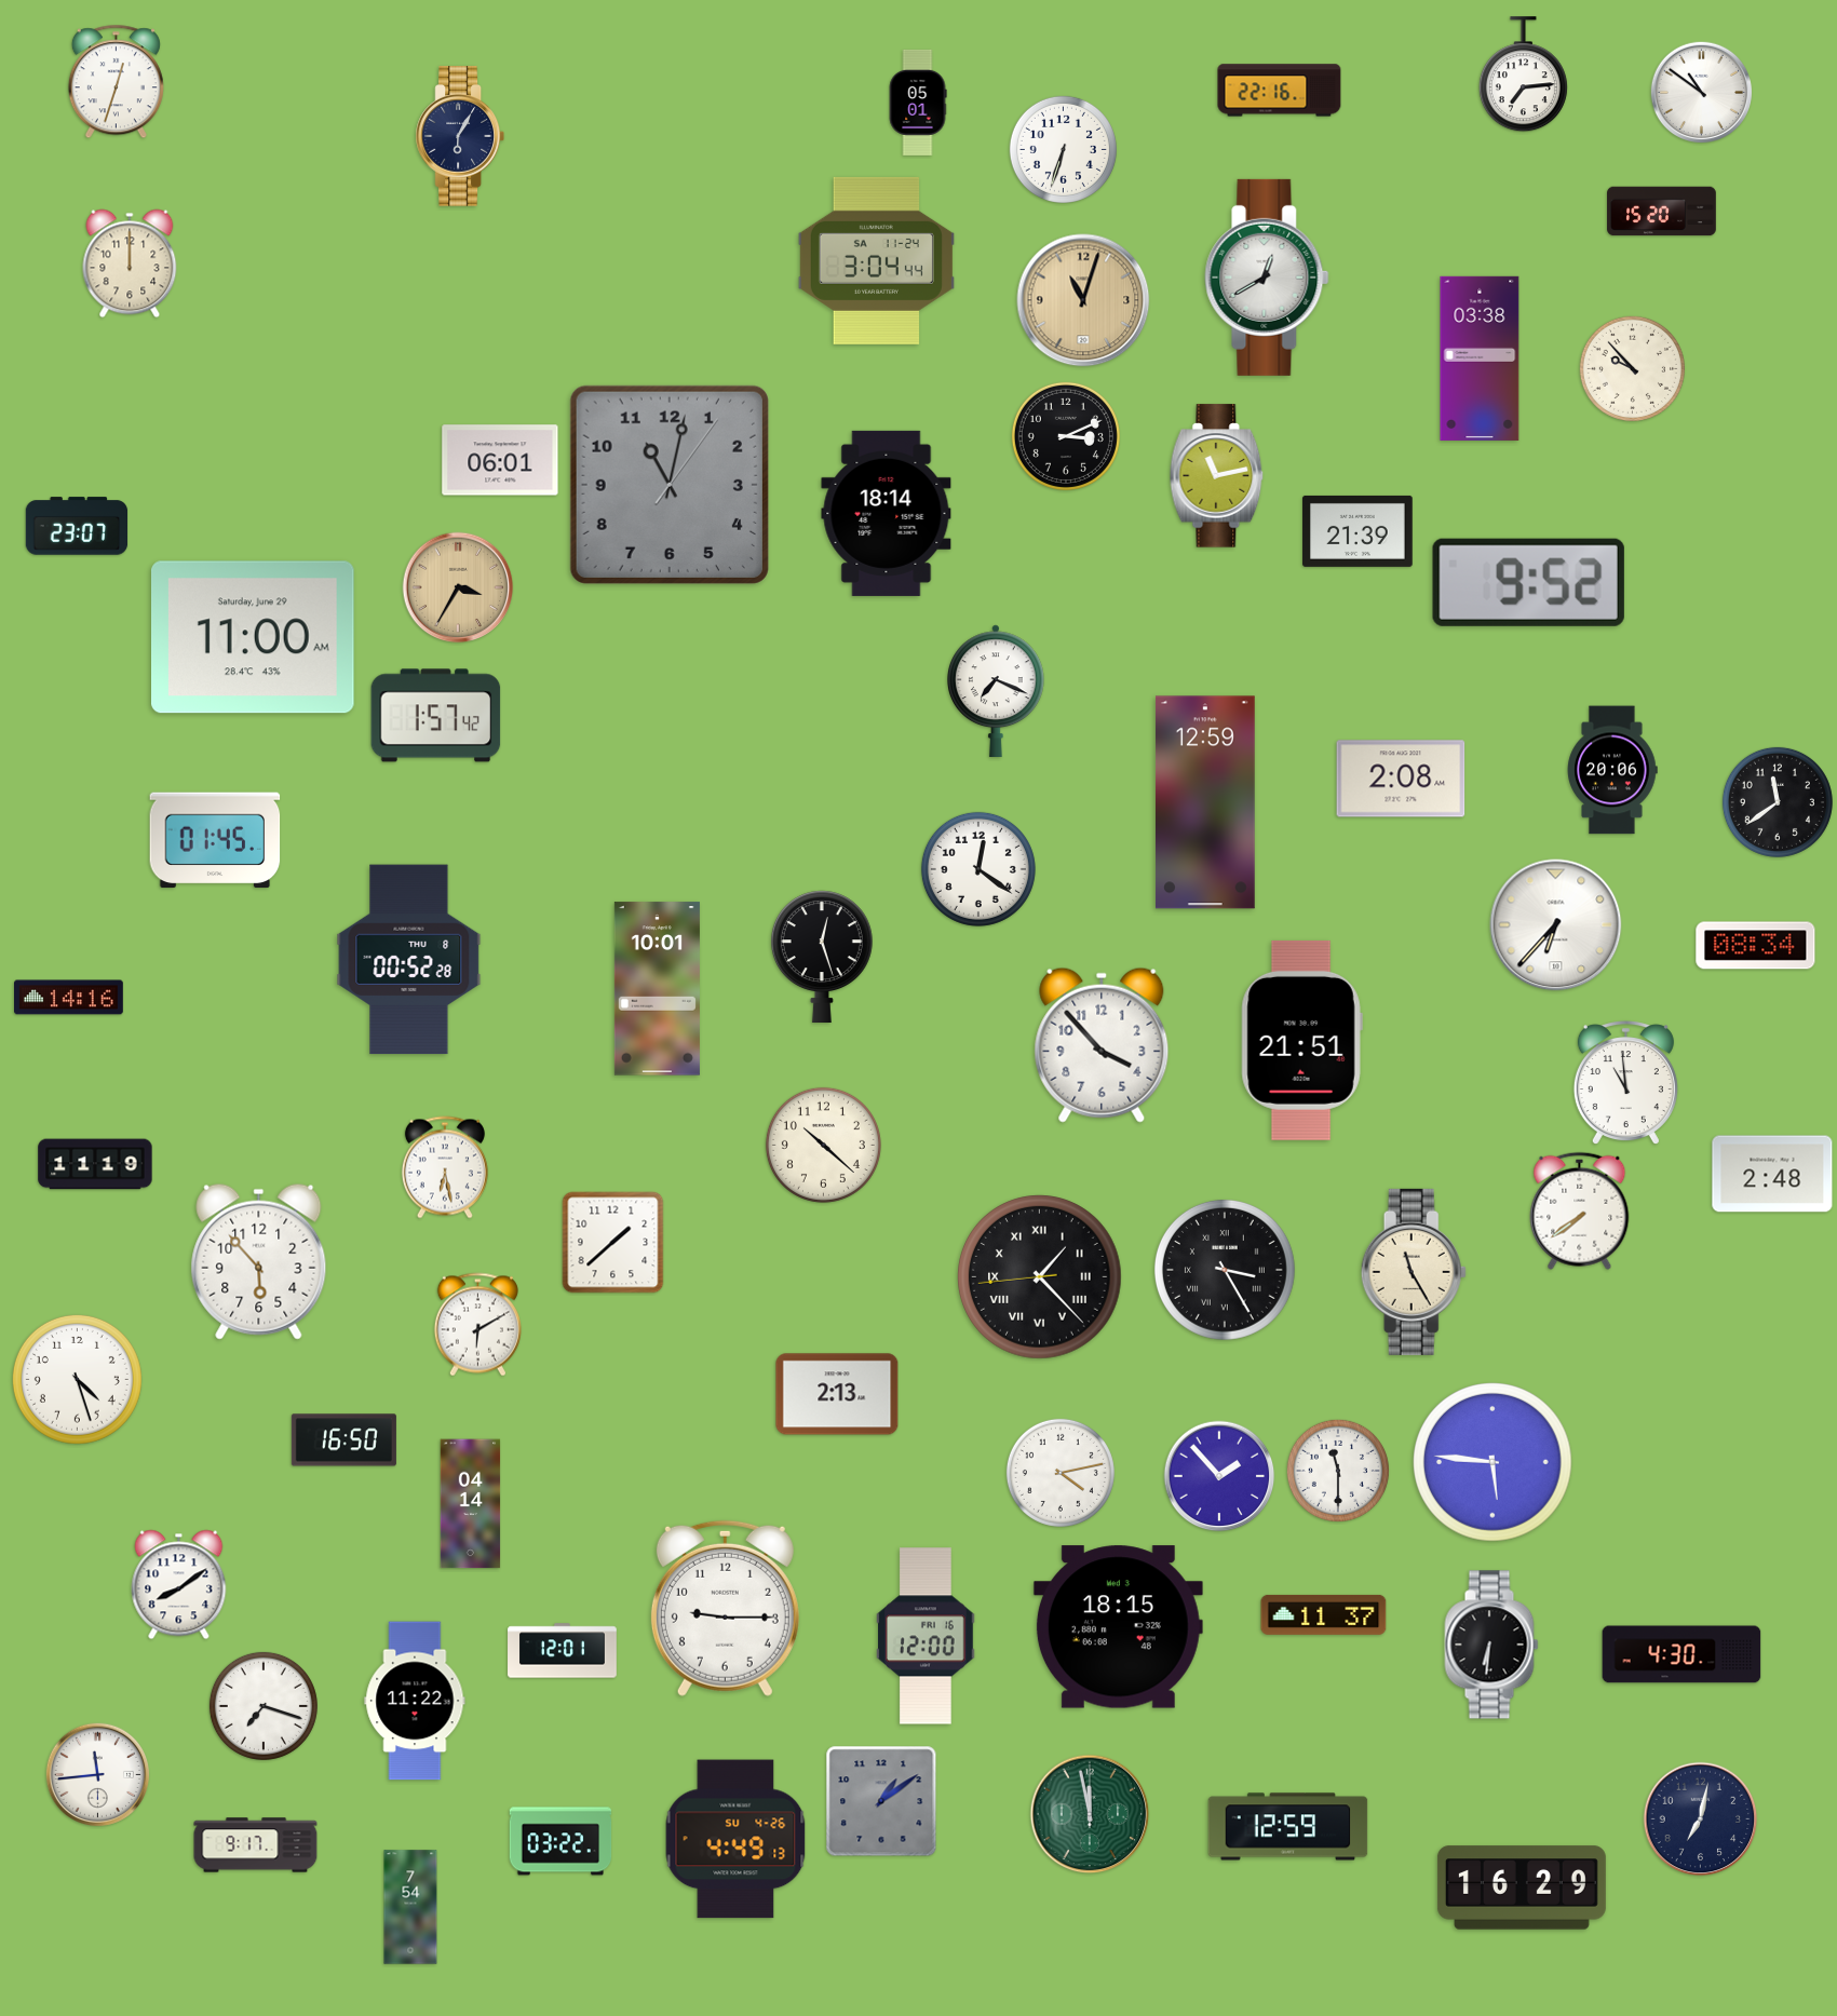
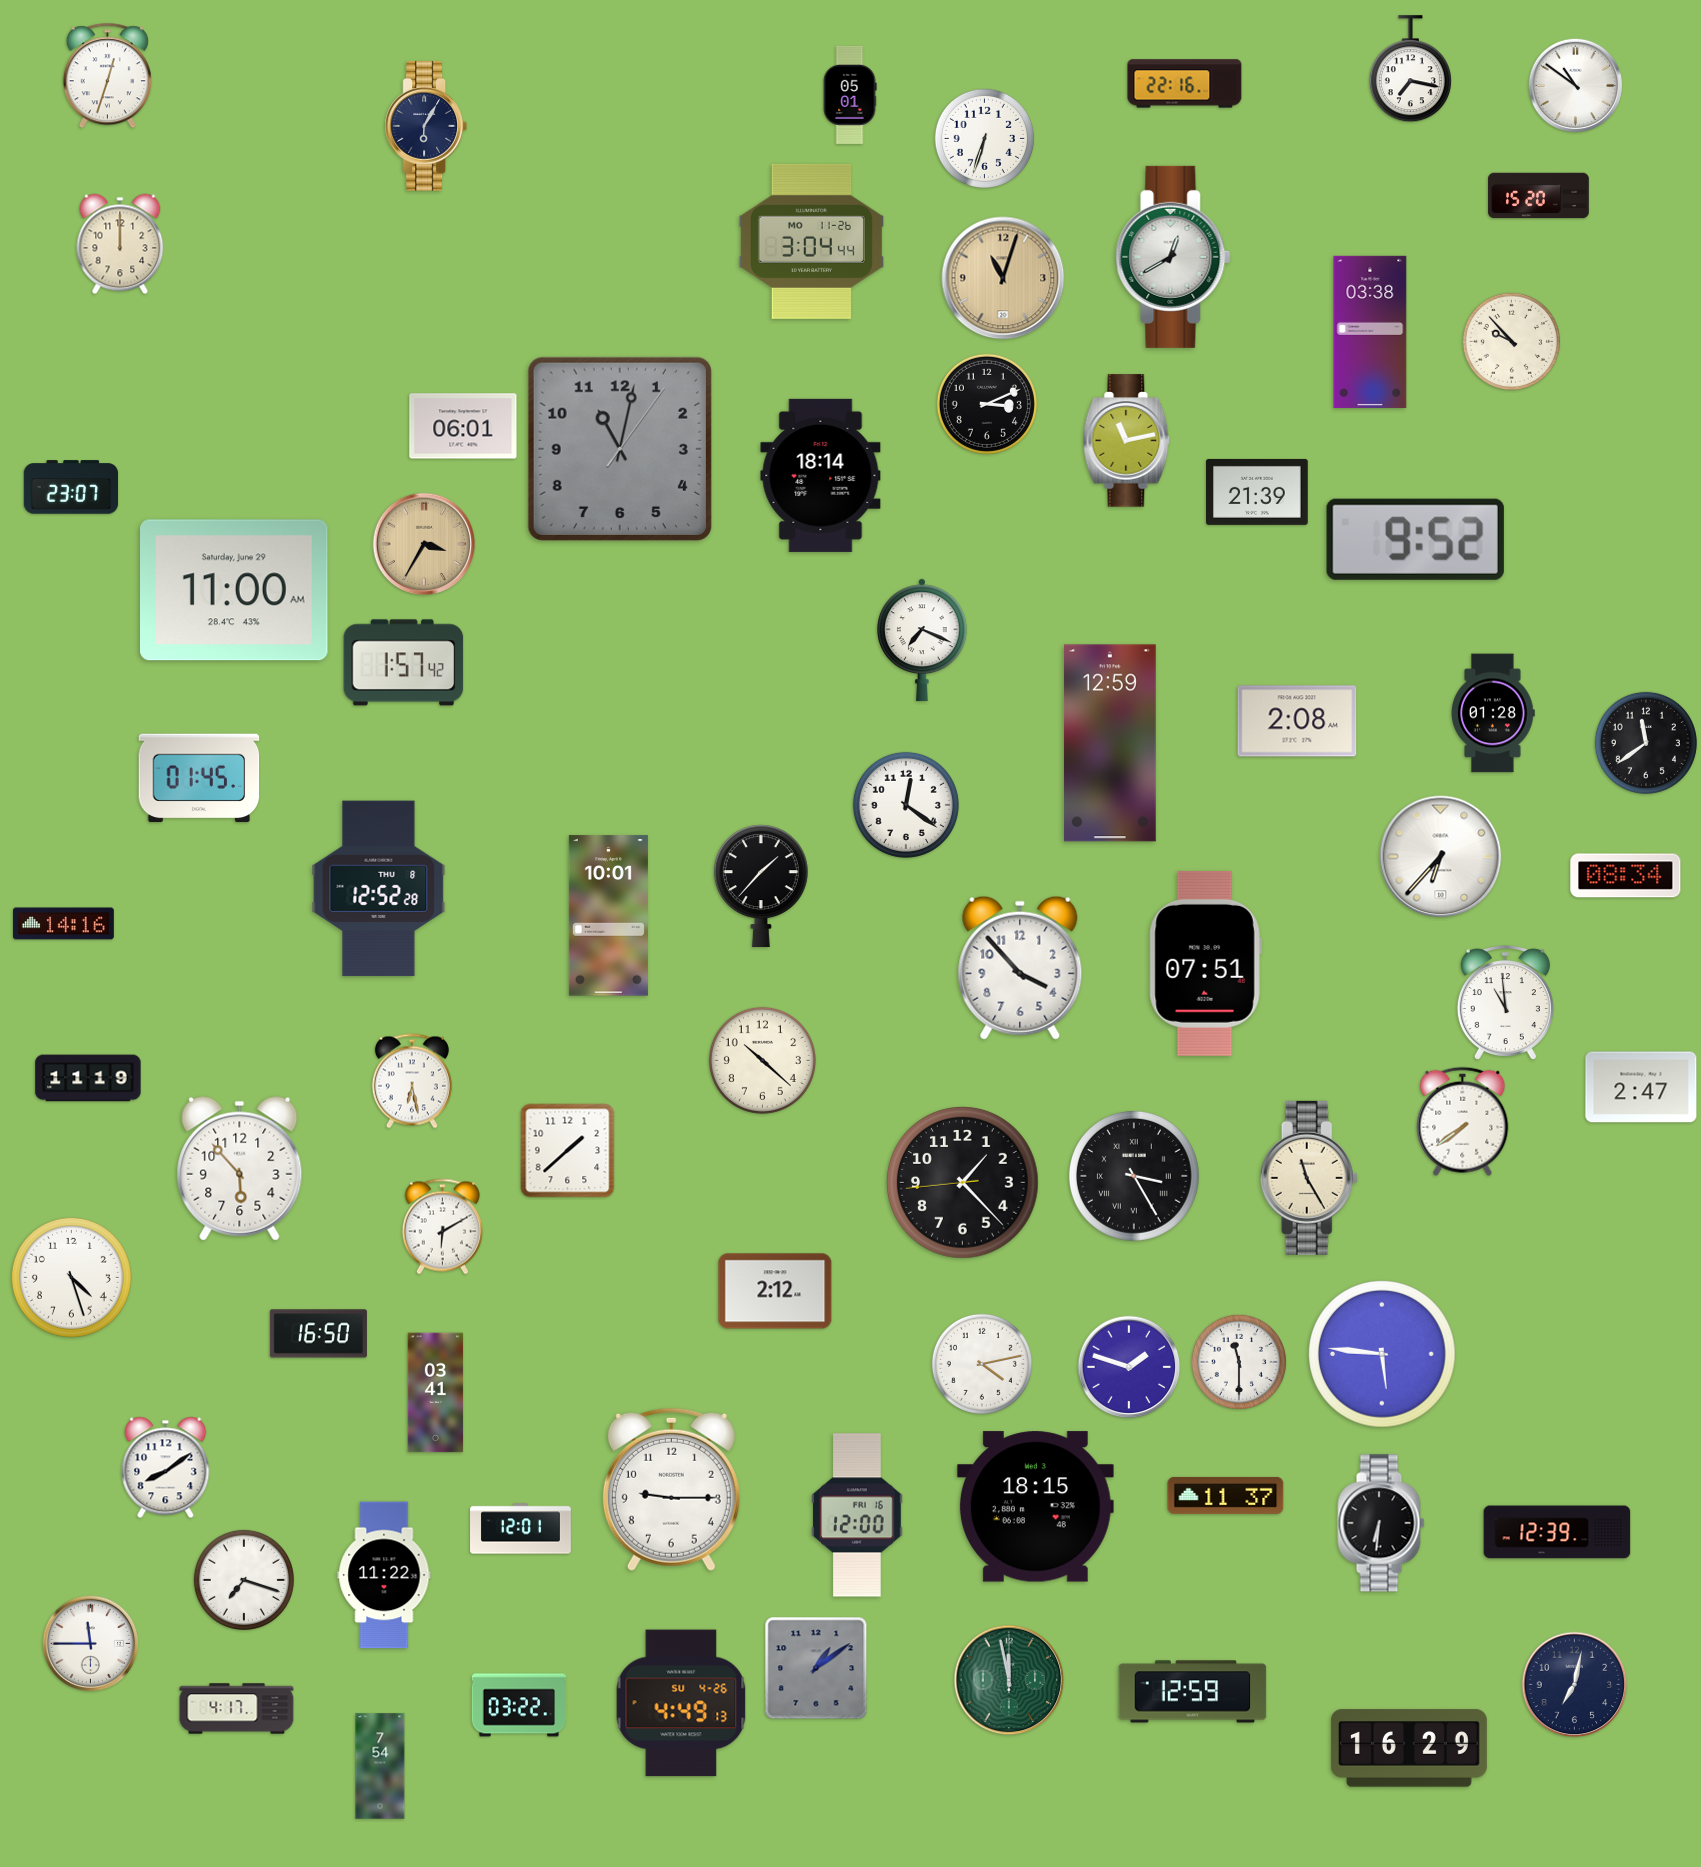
clock at (1523, 75): 7:14 -> 7:17
clock at (876, 260) date: SA 11-24 -> MO 11-26
clock at (1612, 770): 20:06 -> 01:28
clock at (1205, 802) position: (1205, 802) -> (1110, 743)
clock at (822, 956): 12:27 -> 1:37
clock at (409, 960): 00:52 -> 12:52
clock at (1301, 1040): 21:51 -> 07:51
clock at (1772, 1174): 2:48 -> 2:47
clock at (1040, 1277) numerals: Roman -> Arabic
clock at (837, 1394): 2:13 -> 2:12
clock at (1219, 1476): 1:53 -> 1:48
clock at (471, 1504): 04:14 -> 03:41
clock at (1681, 1654): 4:30 -> 12:39
clock at (98, 1775): 11:44 -> 11:45
clock at (256, 1845): 9:17 -> 4:17
